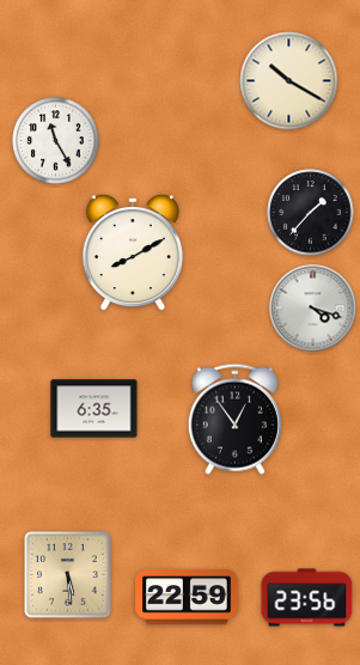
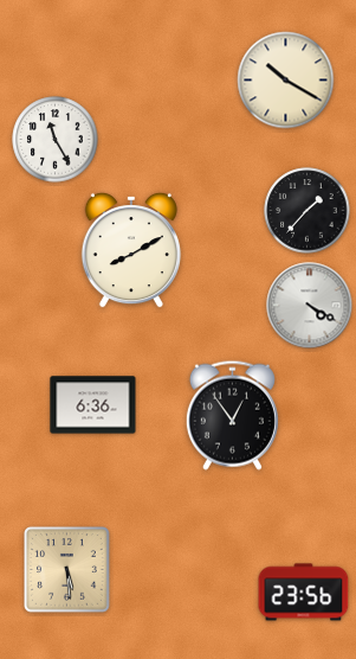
clock at (313, 309): 4:18 -> 4:20
clock at (94, 409): 6:35 -> 6:36
clock at (187, 597): 22:59 -> none
